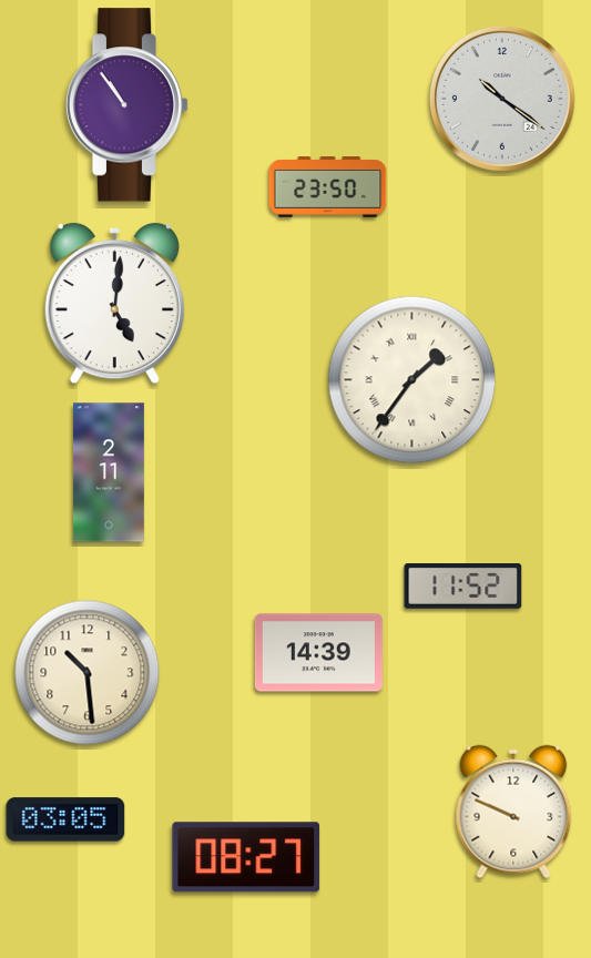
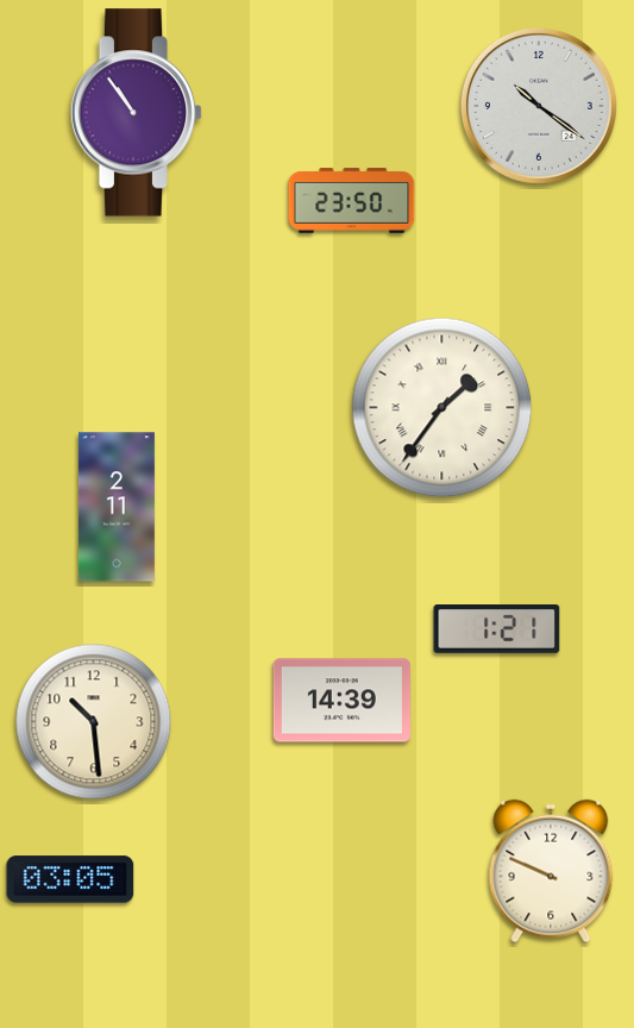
clock at (114, 304): 5:01 -> none
clock at (463, 587): 11:52 -> 1:21
clock at (246, 857): 08:27 -> none
